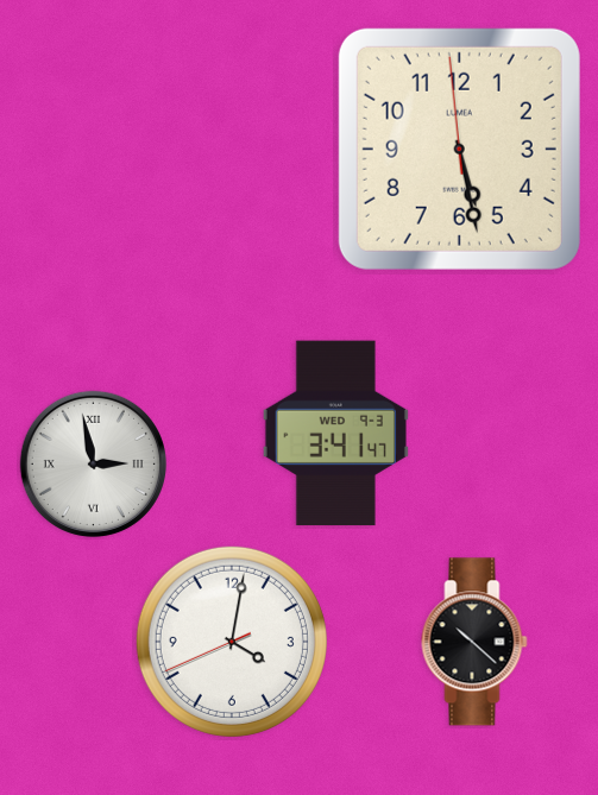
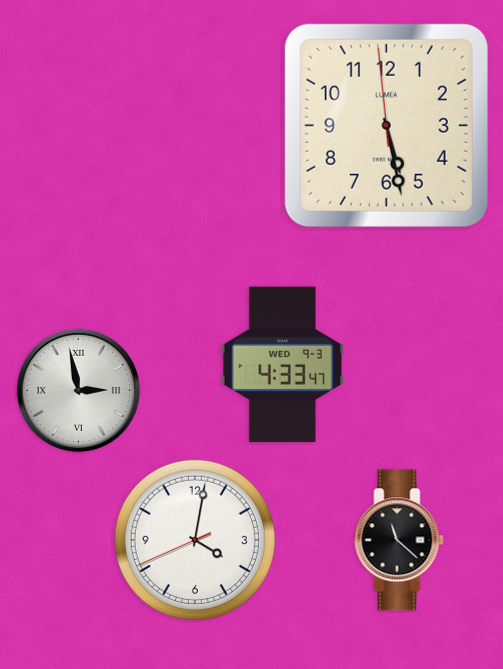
clock at (335, 434): 3:41 -> 4:33
clock at (474, 642): 10:22 -> 11:22
